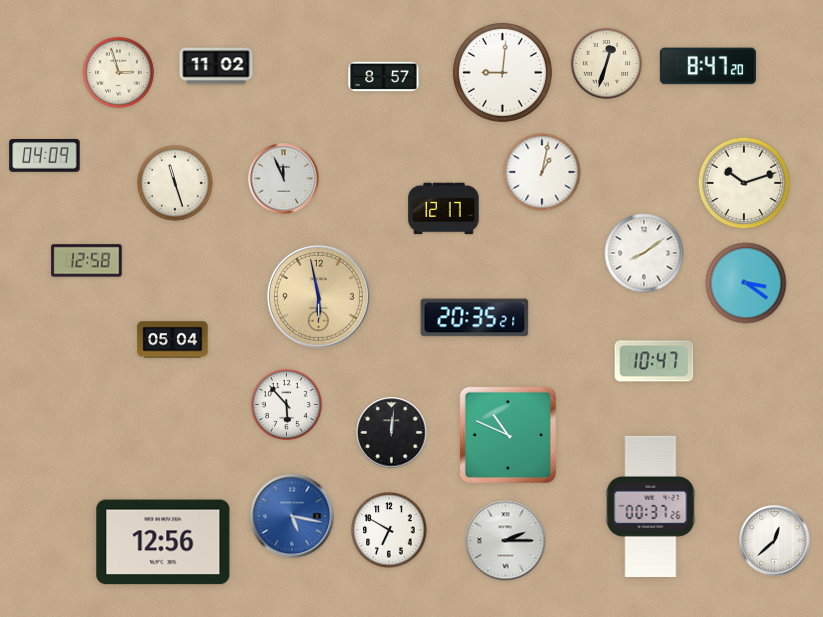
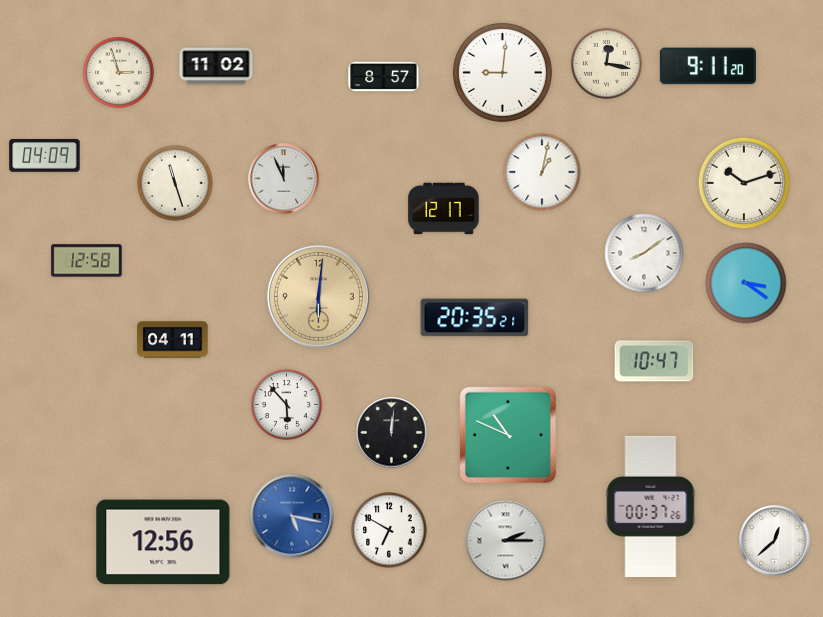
clock at (606, 63): 12:33 -> 12:17
clock at (708, 66): 8:47 -> 9:11
clock at (318, 296): 5:58 -> 6:01
clock at (173, 340): 05:04 -> 04:11
